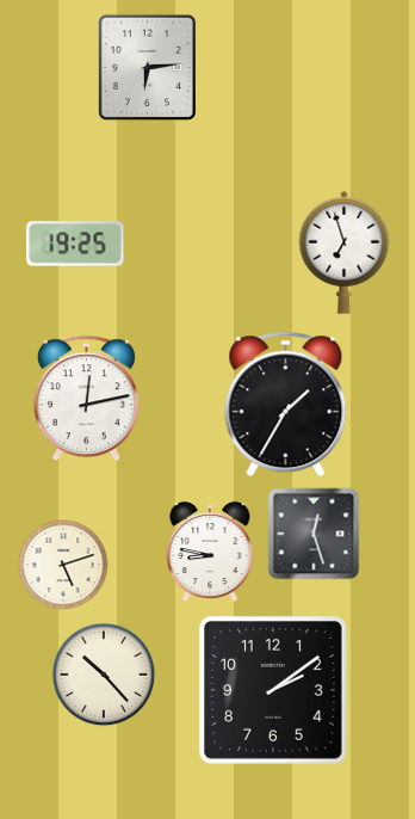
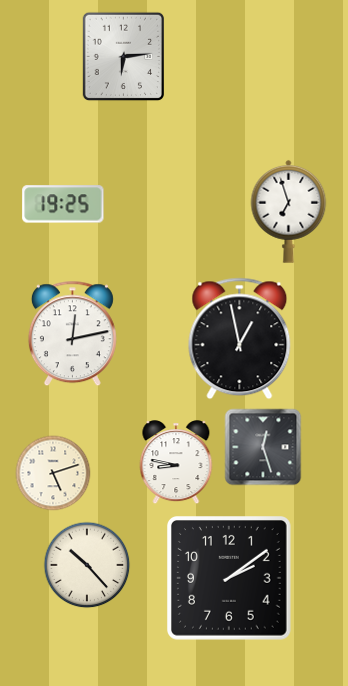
clock at (286, 405): 1:35 -> 12:58
